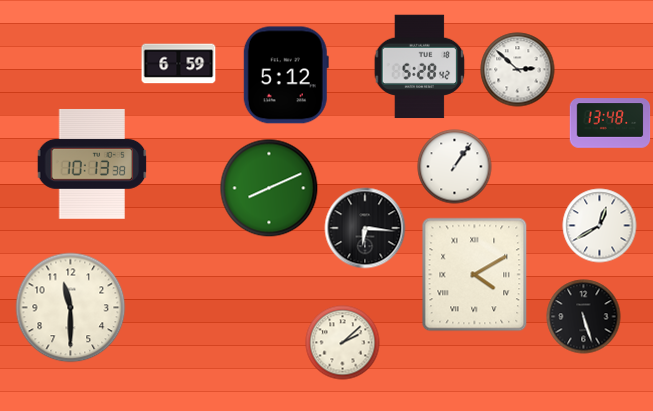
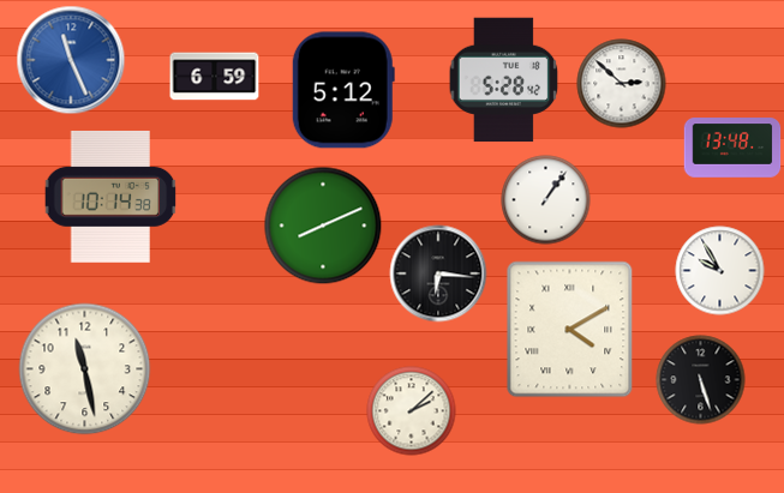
clock at (71, 60): none -> 11:26
clock at (92, 164): 10:13 -> 10:14
clock at (600, 226): 12:40 -> 9:55
clock at (71, 308): 11:30 -> 11:28
